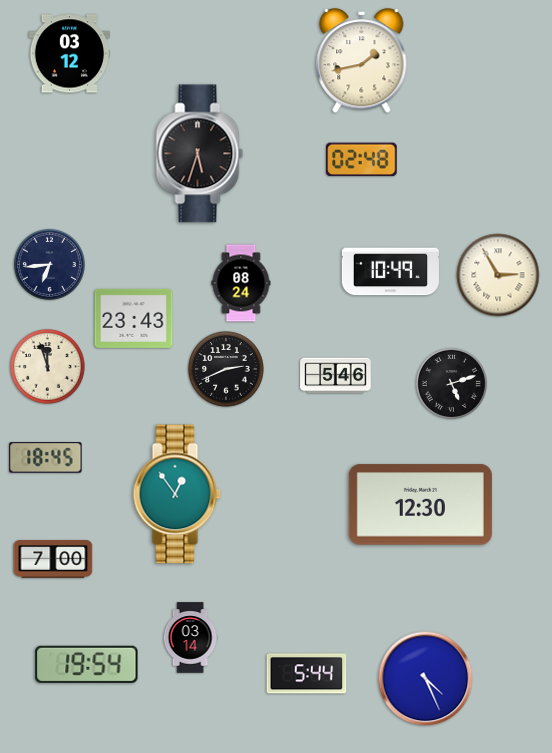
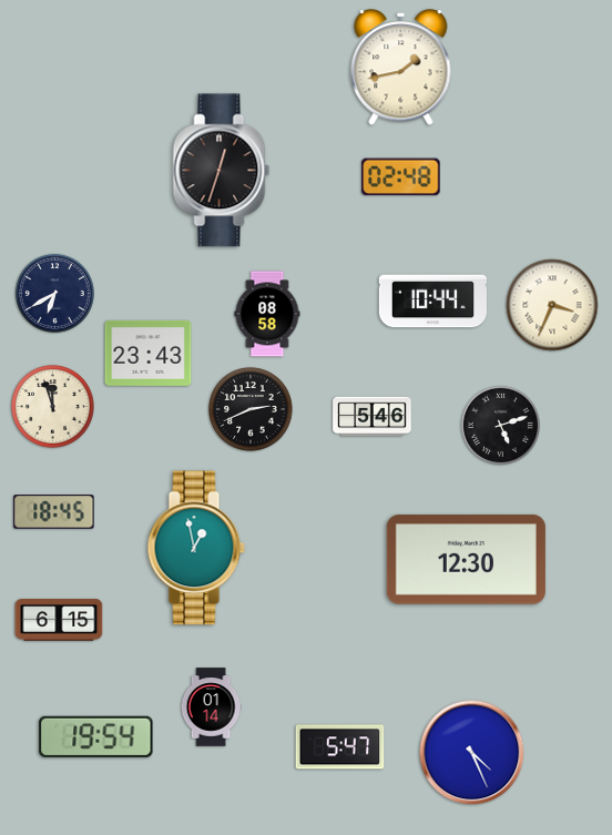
clock at (70, 54): 03:12 -> none
clock at (200, 154): 5:33 -> 12:33
clock at (49, 264): 6:44 -> 6:40
clock at (390, 272): 10:49 -> 10:44
clock at (498, 275): 2:55 -> 3:34
clock at (241, 283): 08:24 -> 08:58
clock at (46, 458) position: (46, 458) -> (54, 512)
clock at (177, 494): 12:54 -> 12:58
clock at (53, 559): 7:00 -> 6:15
clock at (190, 638): 03:14 -> 01:14
clock at (307, 674): 5:44 -> 5:47
